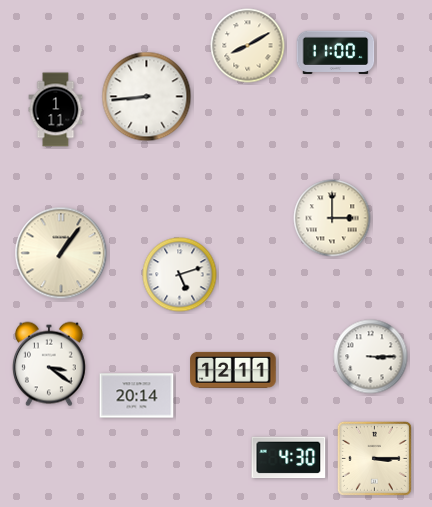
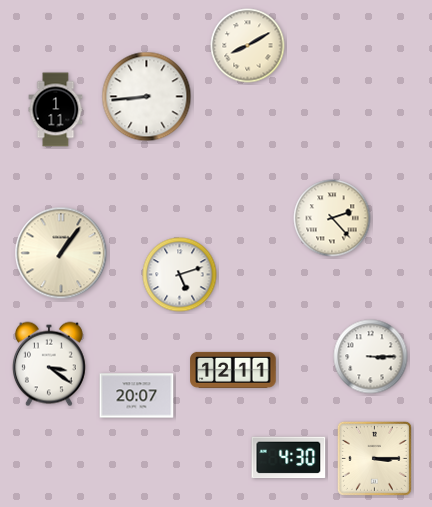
clock at (336, 52): 11:00 -> none
clock at (332, 218): 3:00 -> 2:23
clock at (137, 396): 20:14 -> 20:07
